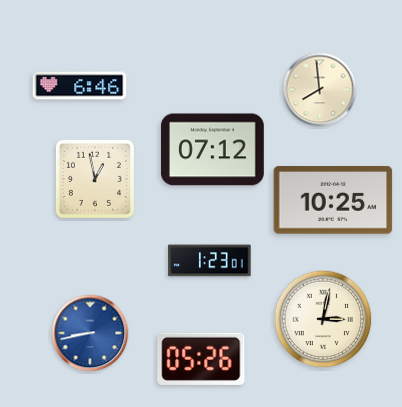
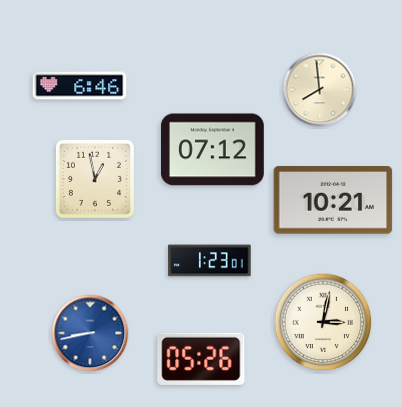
clock at (333, 200): 10:25 -> 10:21
clock at (323, 319) position: (323, 319) -> (323, 322)
